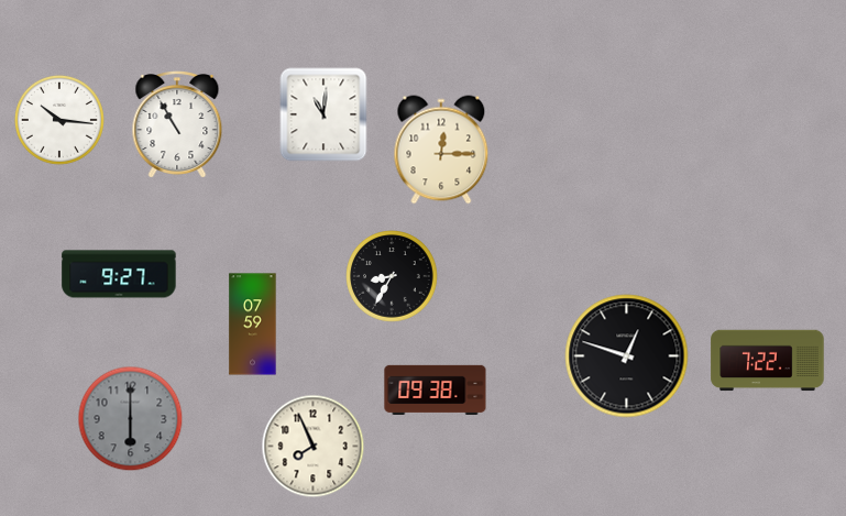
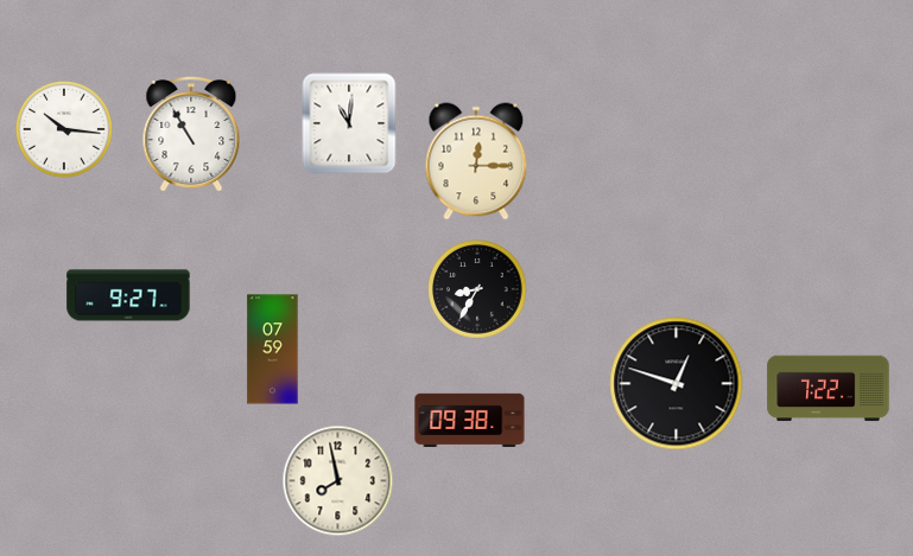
clock at (392, 276) position: (392, 276) -> (477, 289)
clock at (131, 419): 6:00 -> none
clock at (314, 447): 7:56 -> 7:58
